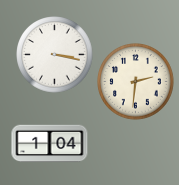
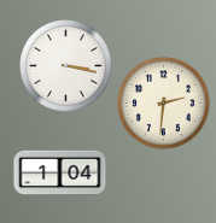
clock at (136, 82) position: (136, 82) -> (164, 104)
